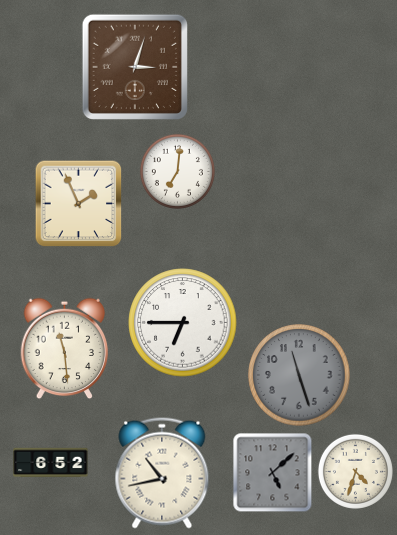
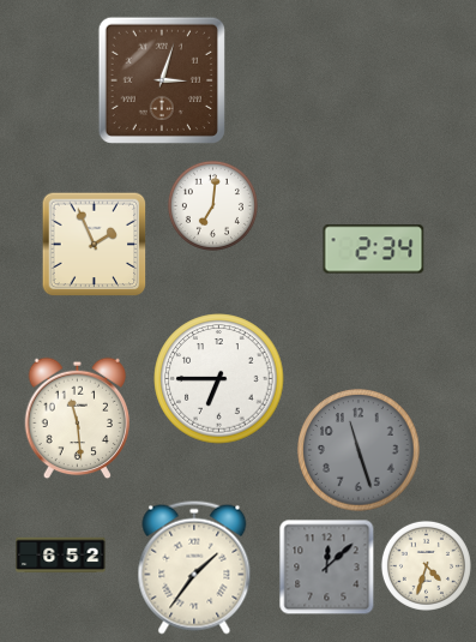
clock at (374, 250): none -> 2:34
clock at (183, 323) position: (183, 323) -> (219, 379)
clock at (162, 473): 10:43 -> 1:36
clock at (273, 473): 5:08 -> 12:08
